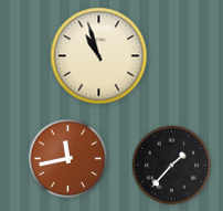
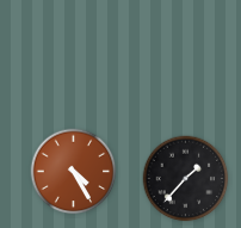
clock at (99, 56): 10:57 -> none
clock at (68, 159): 11:43 -> 4:25
